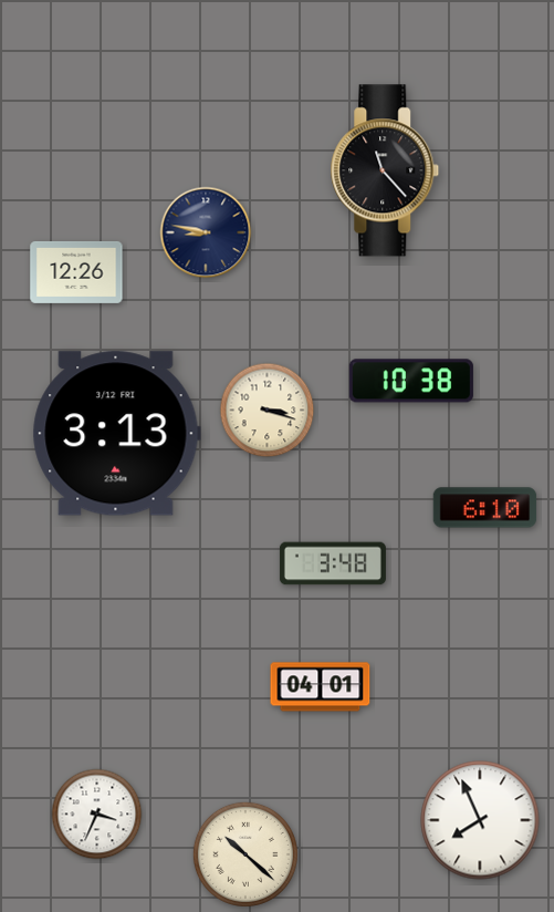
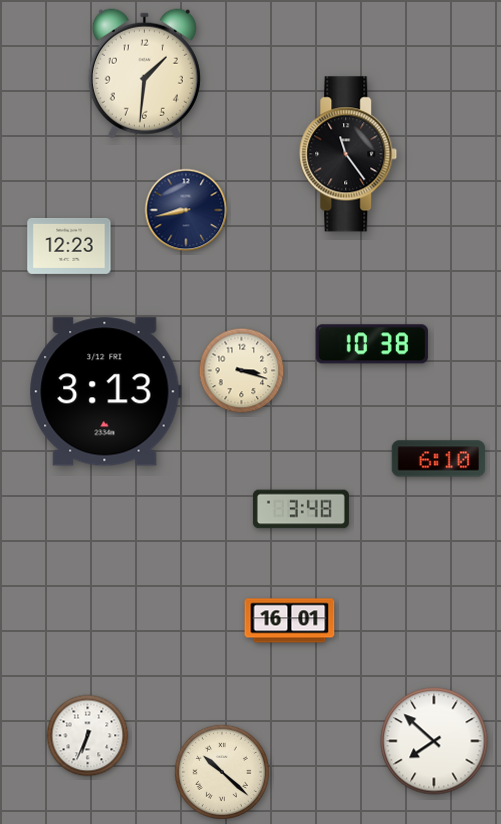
clock at (144, 74): none -> 1:31
clock at (385, 170): 11:23 -> 11:24
clock at (206, 232): 8:47 -> 8:43
clock at (76, 272): 12:26 -> 12:23
clock at (321, 687): 04:01 -> 16:01
clock at (97, 815): 3:34 -> 6:34
clock at (480, 820): 7:56 -> 7:52
